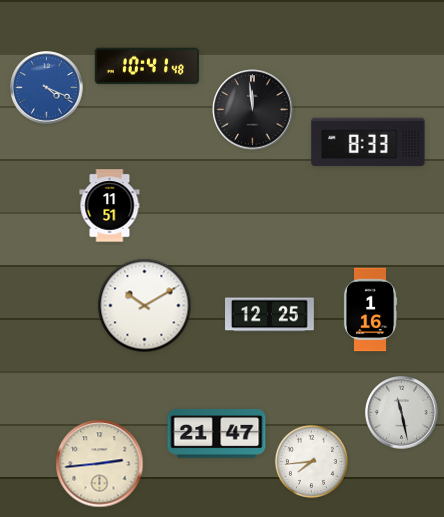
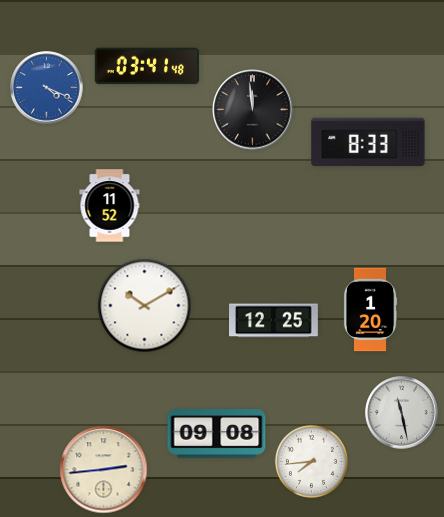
clock at (147, 66): 10:41 -> 03:41
clock at (110, 206): 11:51 -> 11:52
clock at (370, 310): 1:16 -> 1:20
clock at (270, 315) position: (270, 315) -> (274, 321)
clock at (217, 434): 21:47 -> 09:08
clock at (100, 464) position: (100, 464) -> (104, 470)
